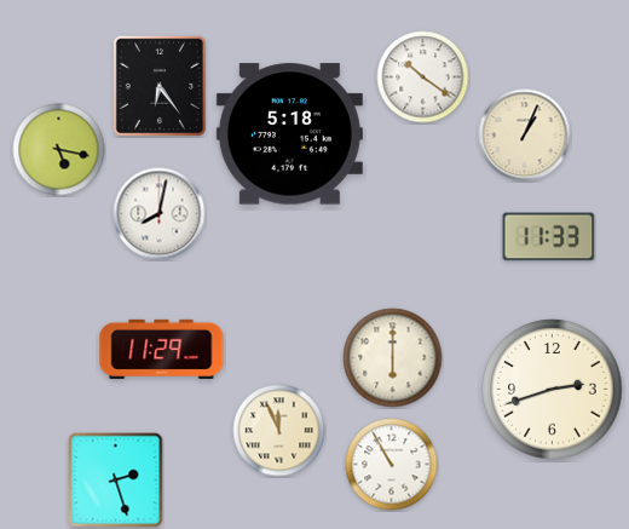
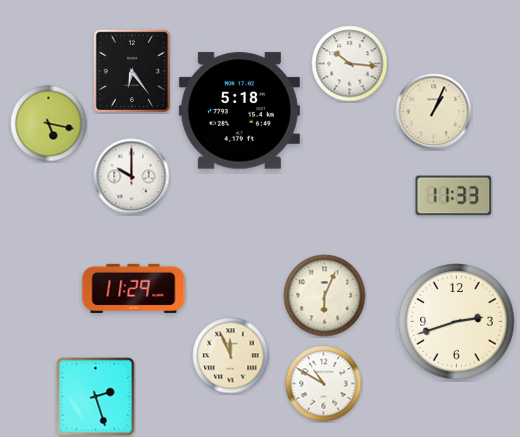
clock at (423, 77): 10:21 -> 10:16
clock at (160, 214): 8:02 -> 10:00
clock at (393, 358): 6:00 -> 6:04
clock at (392, 465): 10:55 -> 10:50
